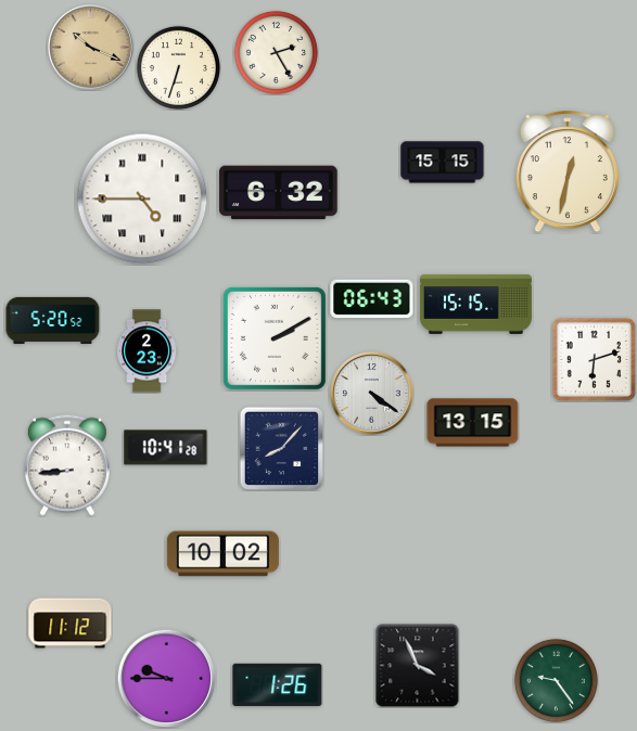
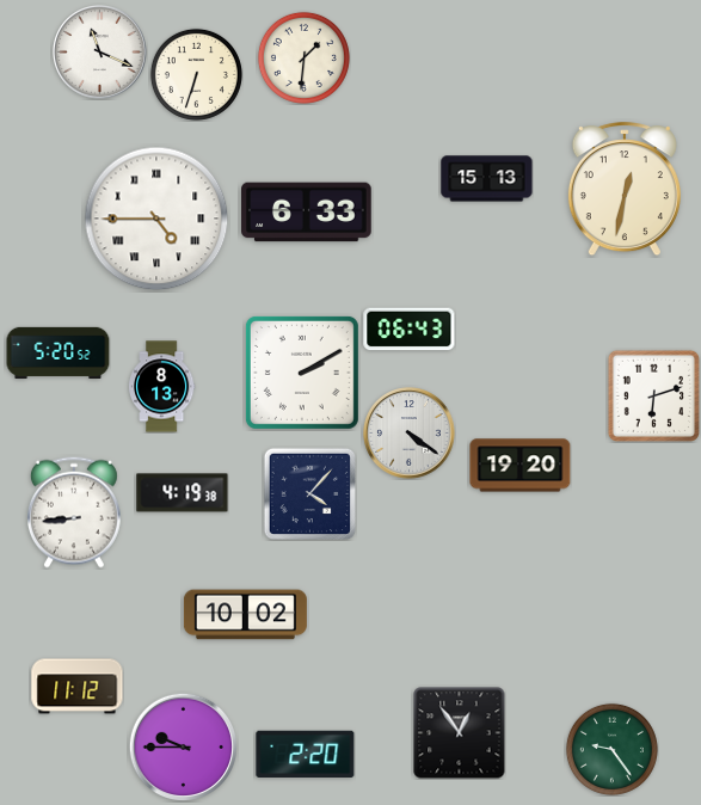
clock at (91, 48): 10:19 -> 11:19
clock at (91, 48) dial: champagne -> white
clock at (276, 52): 2:25 -> 1:31
clock at (443, 163): 15:15 -> 15:13
clock at (279, 193): 6:32 -> 6:33
clock at (475, 304): 15:15 -> none
clock at (146, 351): 2:23 -> 8:13
clock at (473, 423): 13:15 -> 19:20
clock at (166, 448): 10:41 -> 4:19
clock at (281, 448): 8:07 -> 4:07
clock at (222, 554) position: (222, 554) -> (245, 615)
clock at (418, 666): 3:56 -> 12:54
clock at (278, 684): 1:26 -> 2:20
